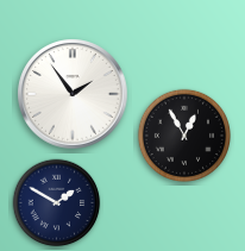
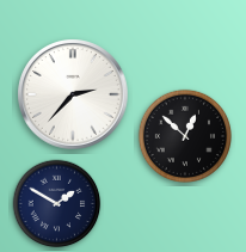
clock at (73, 94): 1:54 -> 2:37
clock at (183, 134): 12:55 -> 12:52
